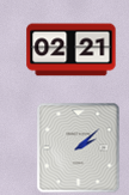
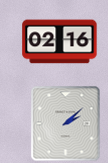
clock at (72, 50): 02:21 -> 02:16
